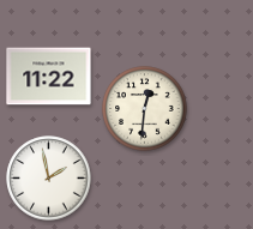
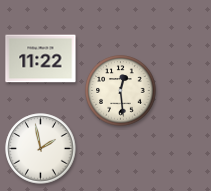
clock at (49, 77) position: (49, 77) -> (41, 59)
clock at (145, 109): 12:31 -> 12:29
